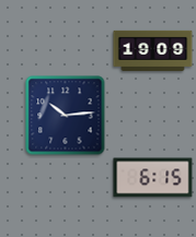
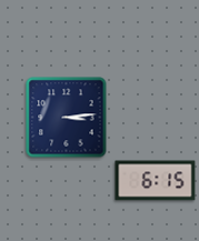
clock at (153, 50): 19:09 -> none
clock at (66, 116): 10:14 -> 3:14
